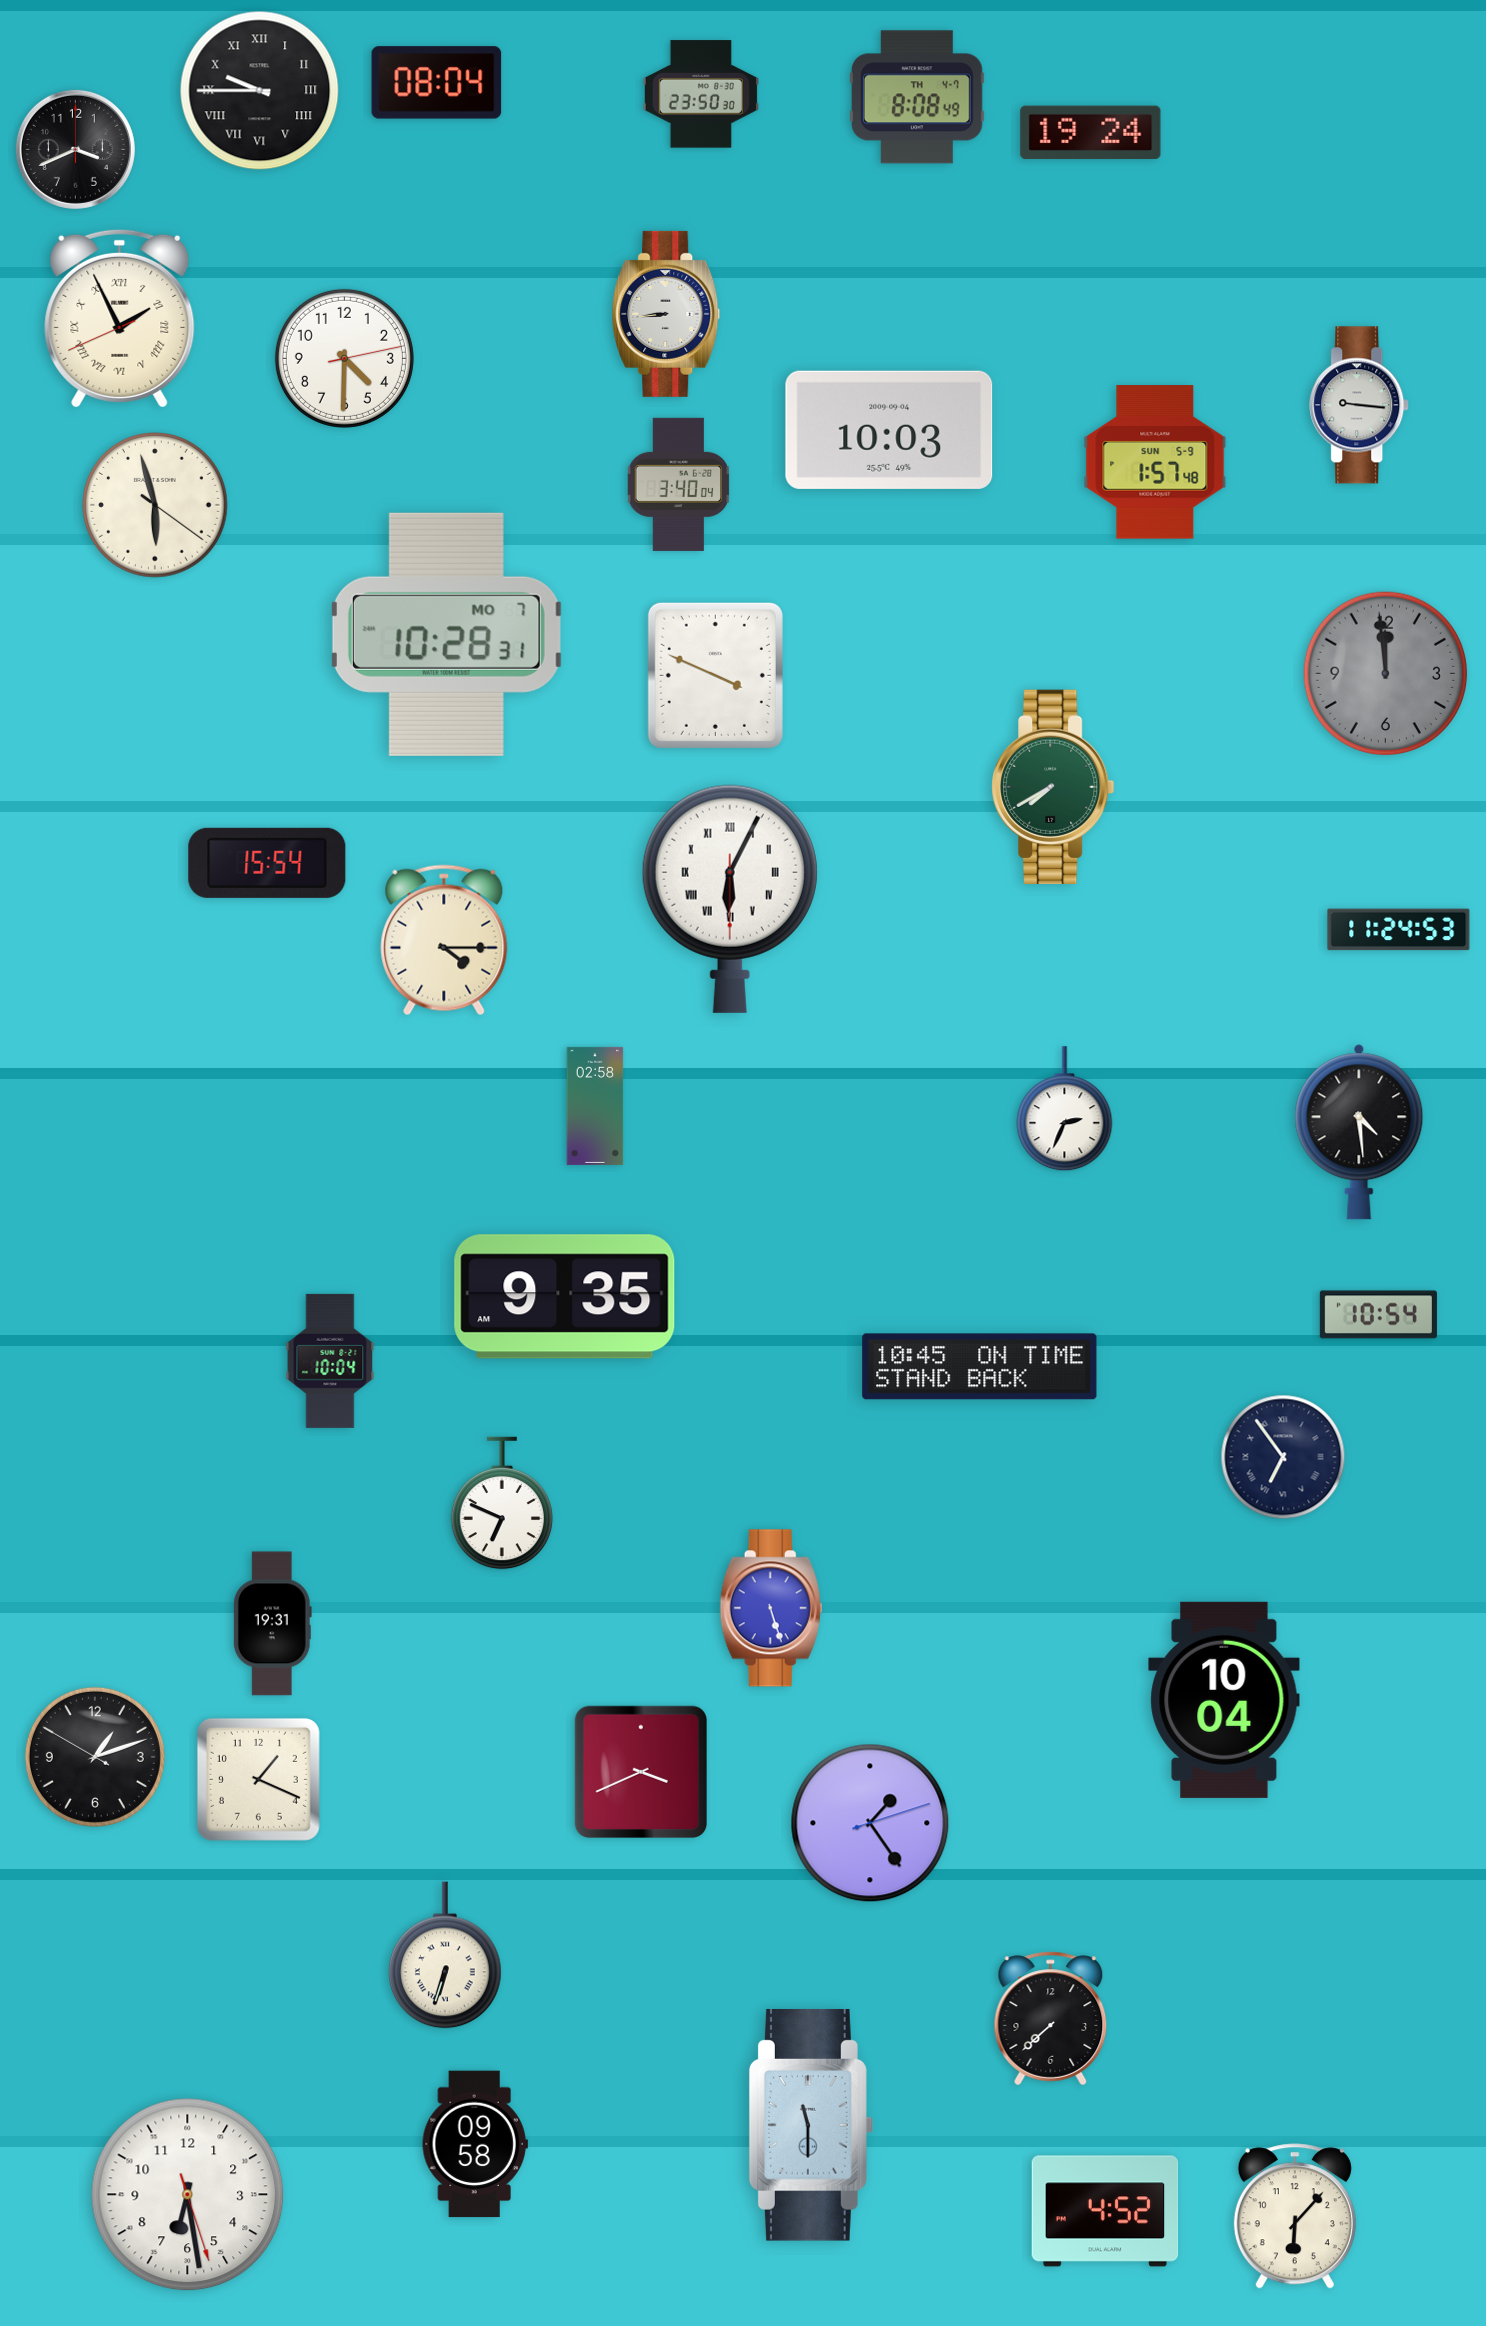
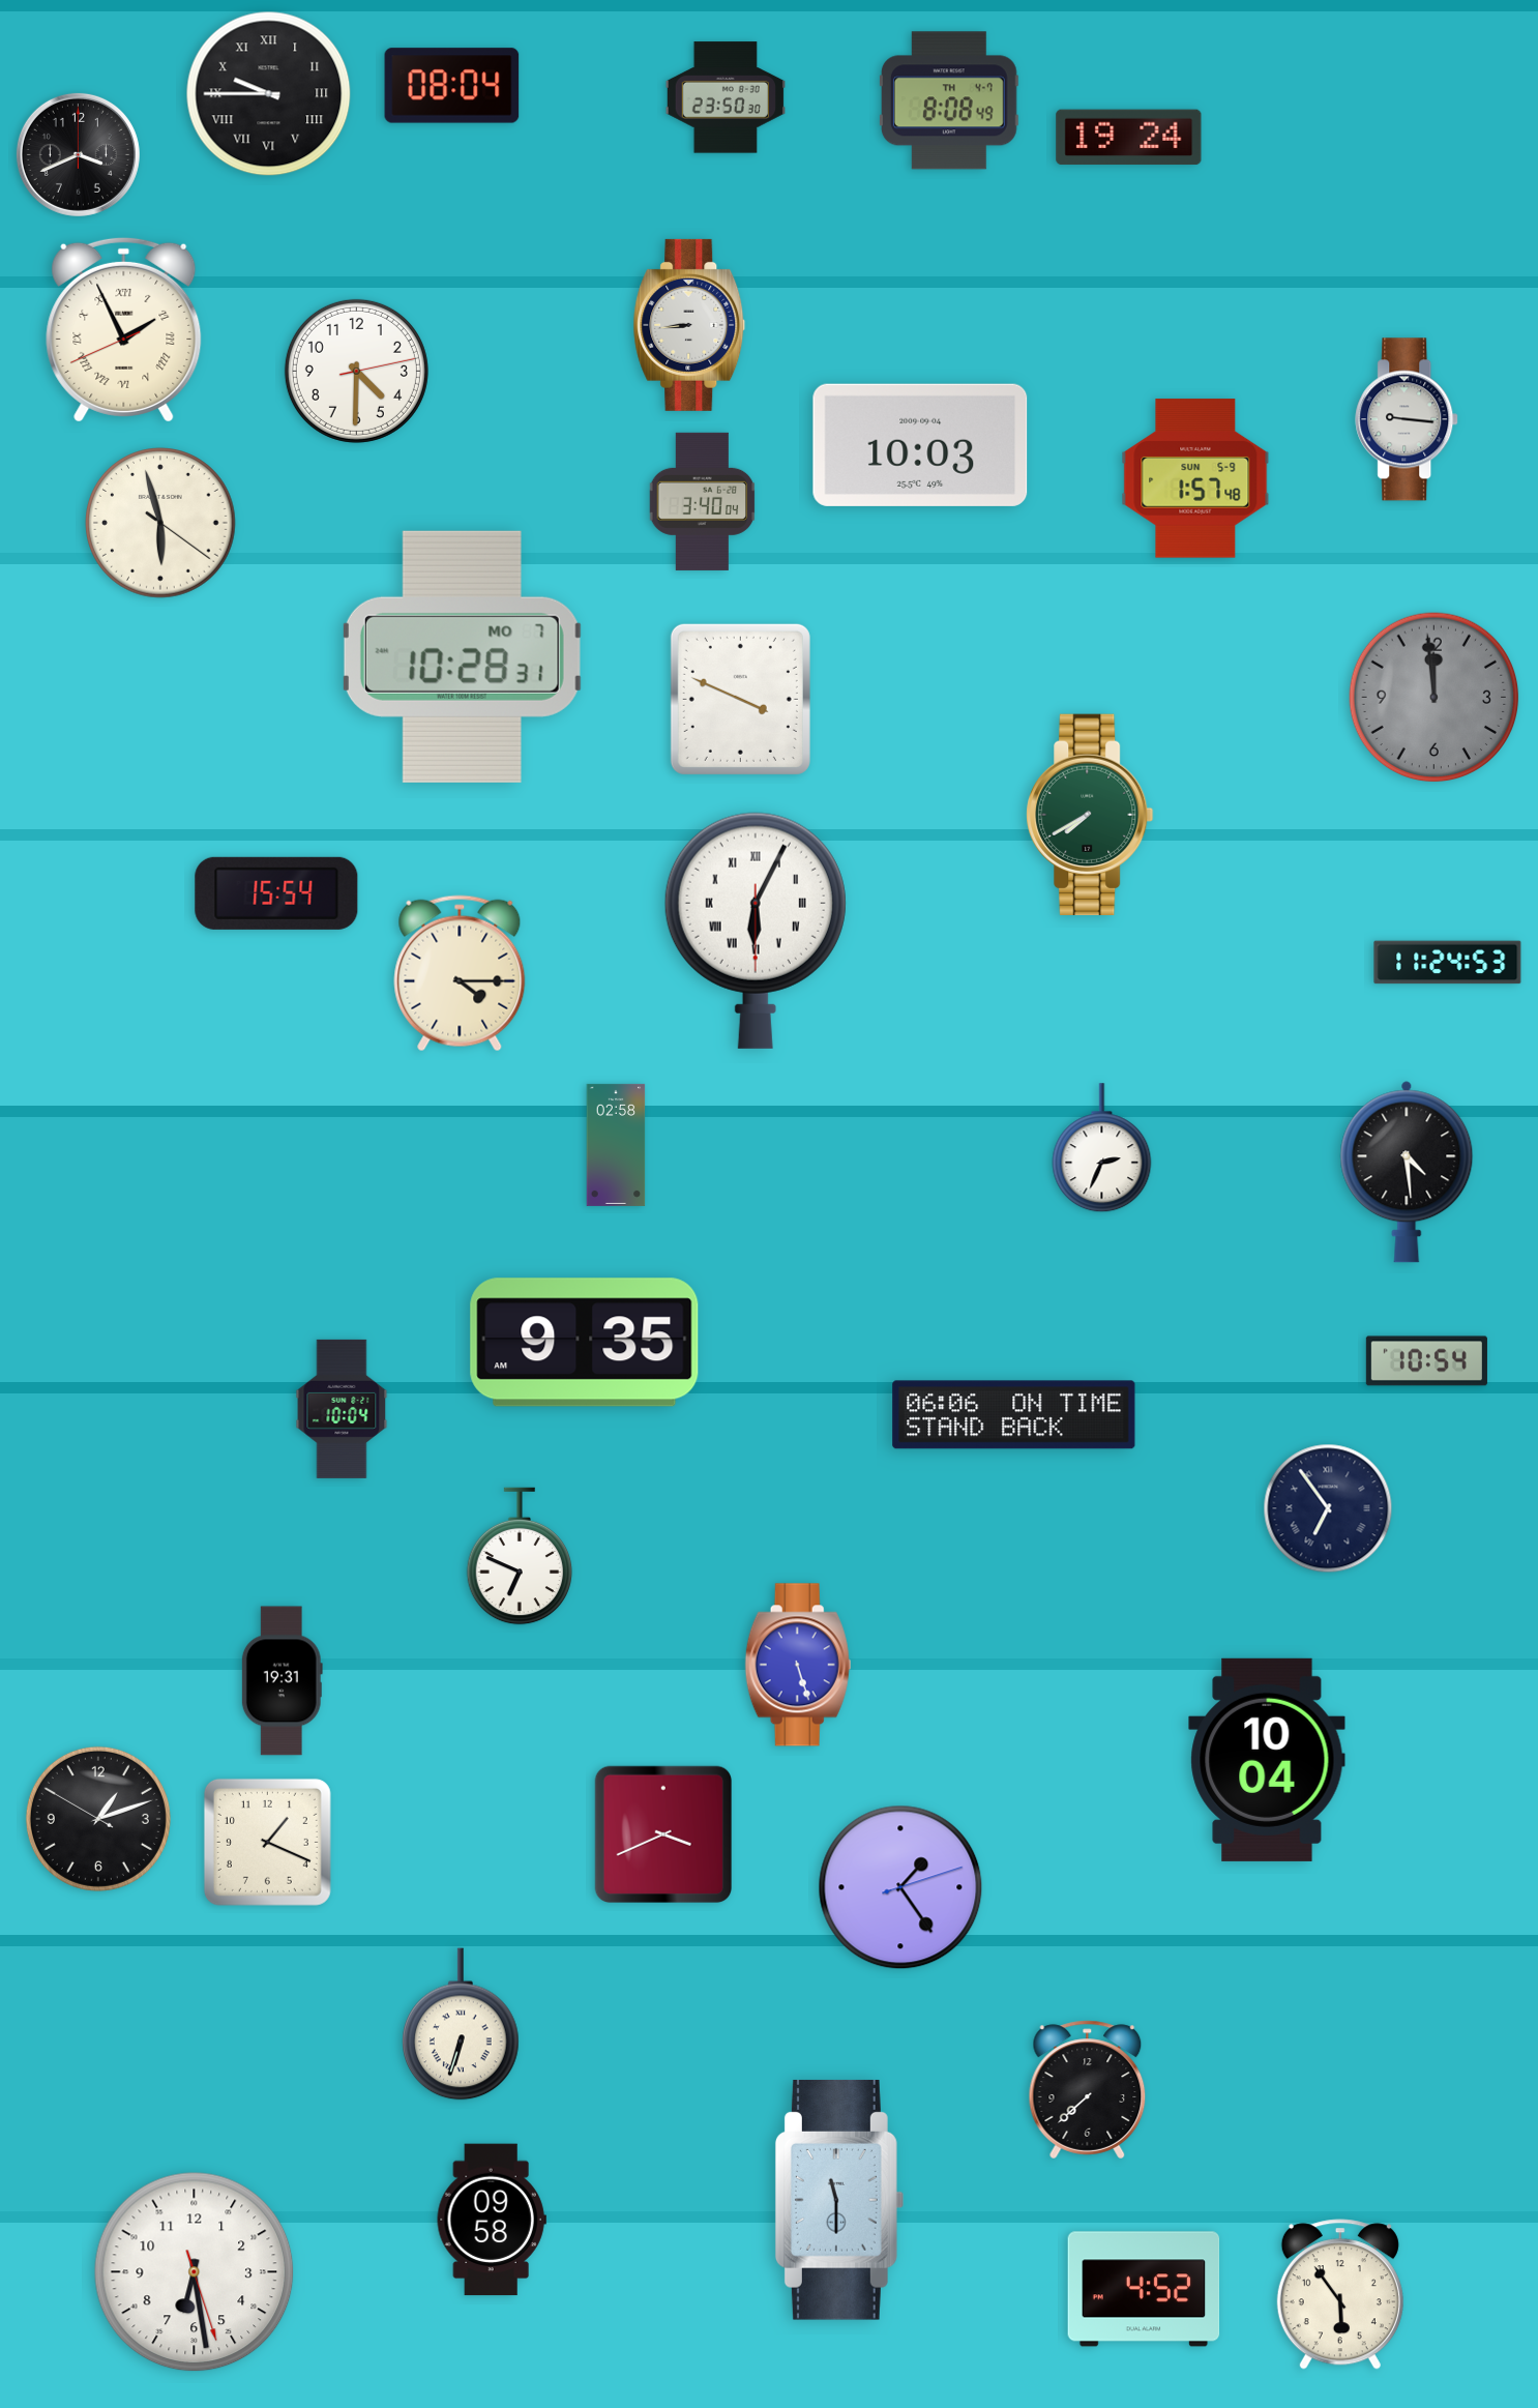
clock at (980, 1367): 10:45 -> 06:06
clock at (1295, 2216): 6:07 -> 5:54
